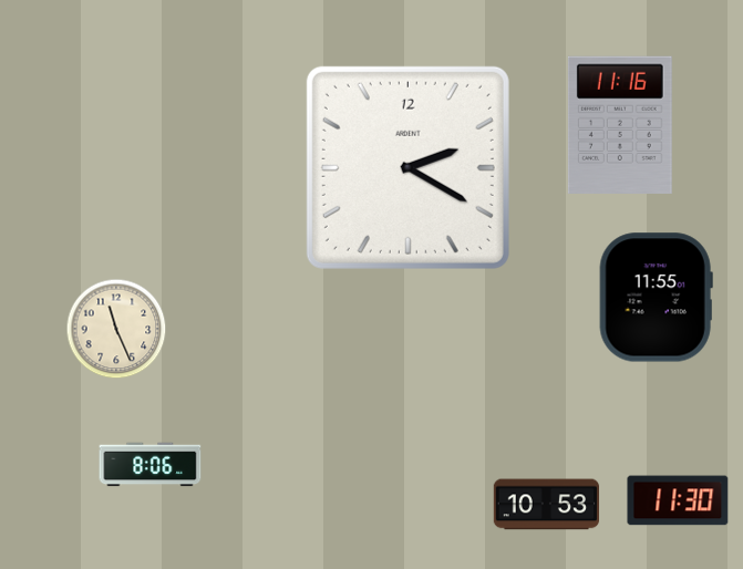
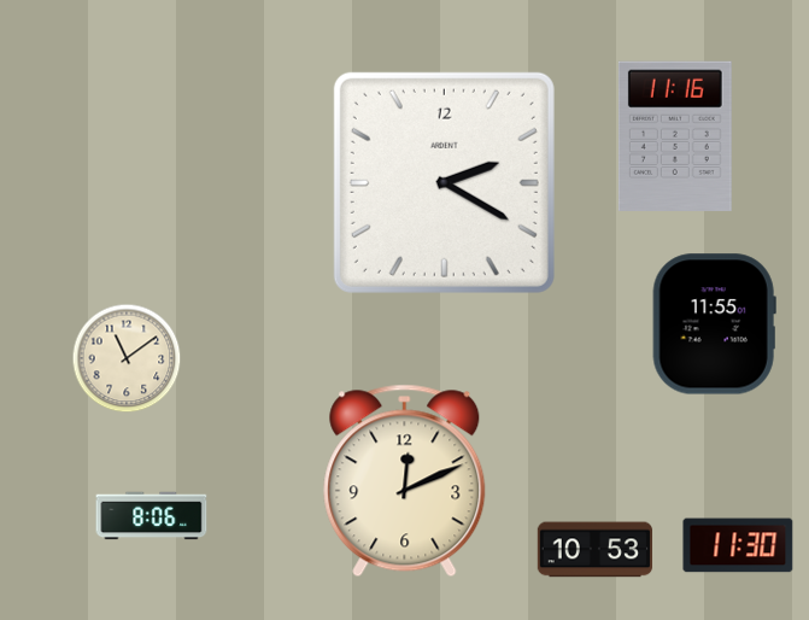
clock at (116, 329): 11:26 -> 11:09
clock at (405, 481): none -> 12:11
clock at (151, 465) position: (151, 465) -> (152, 516)
